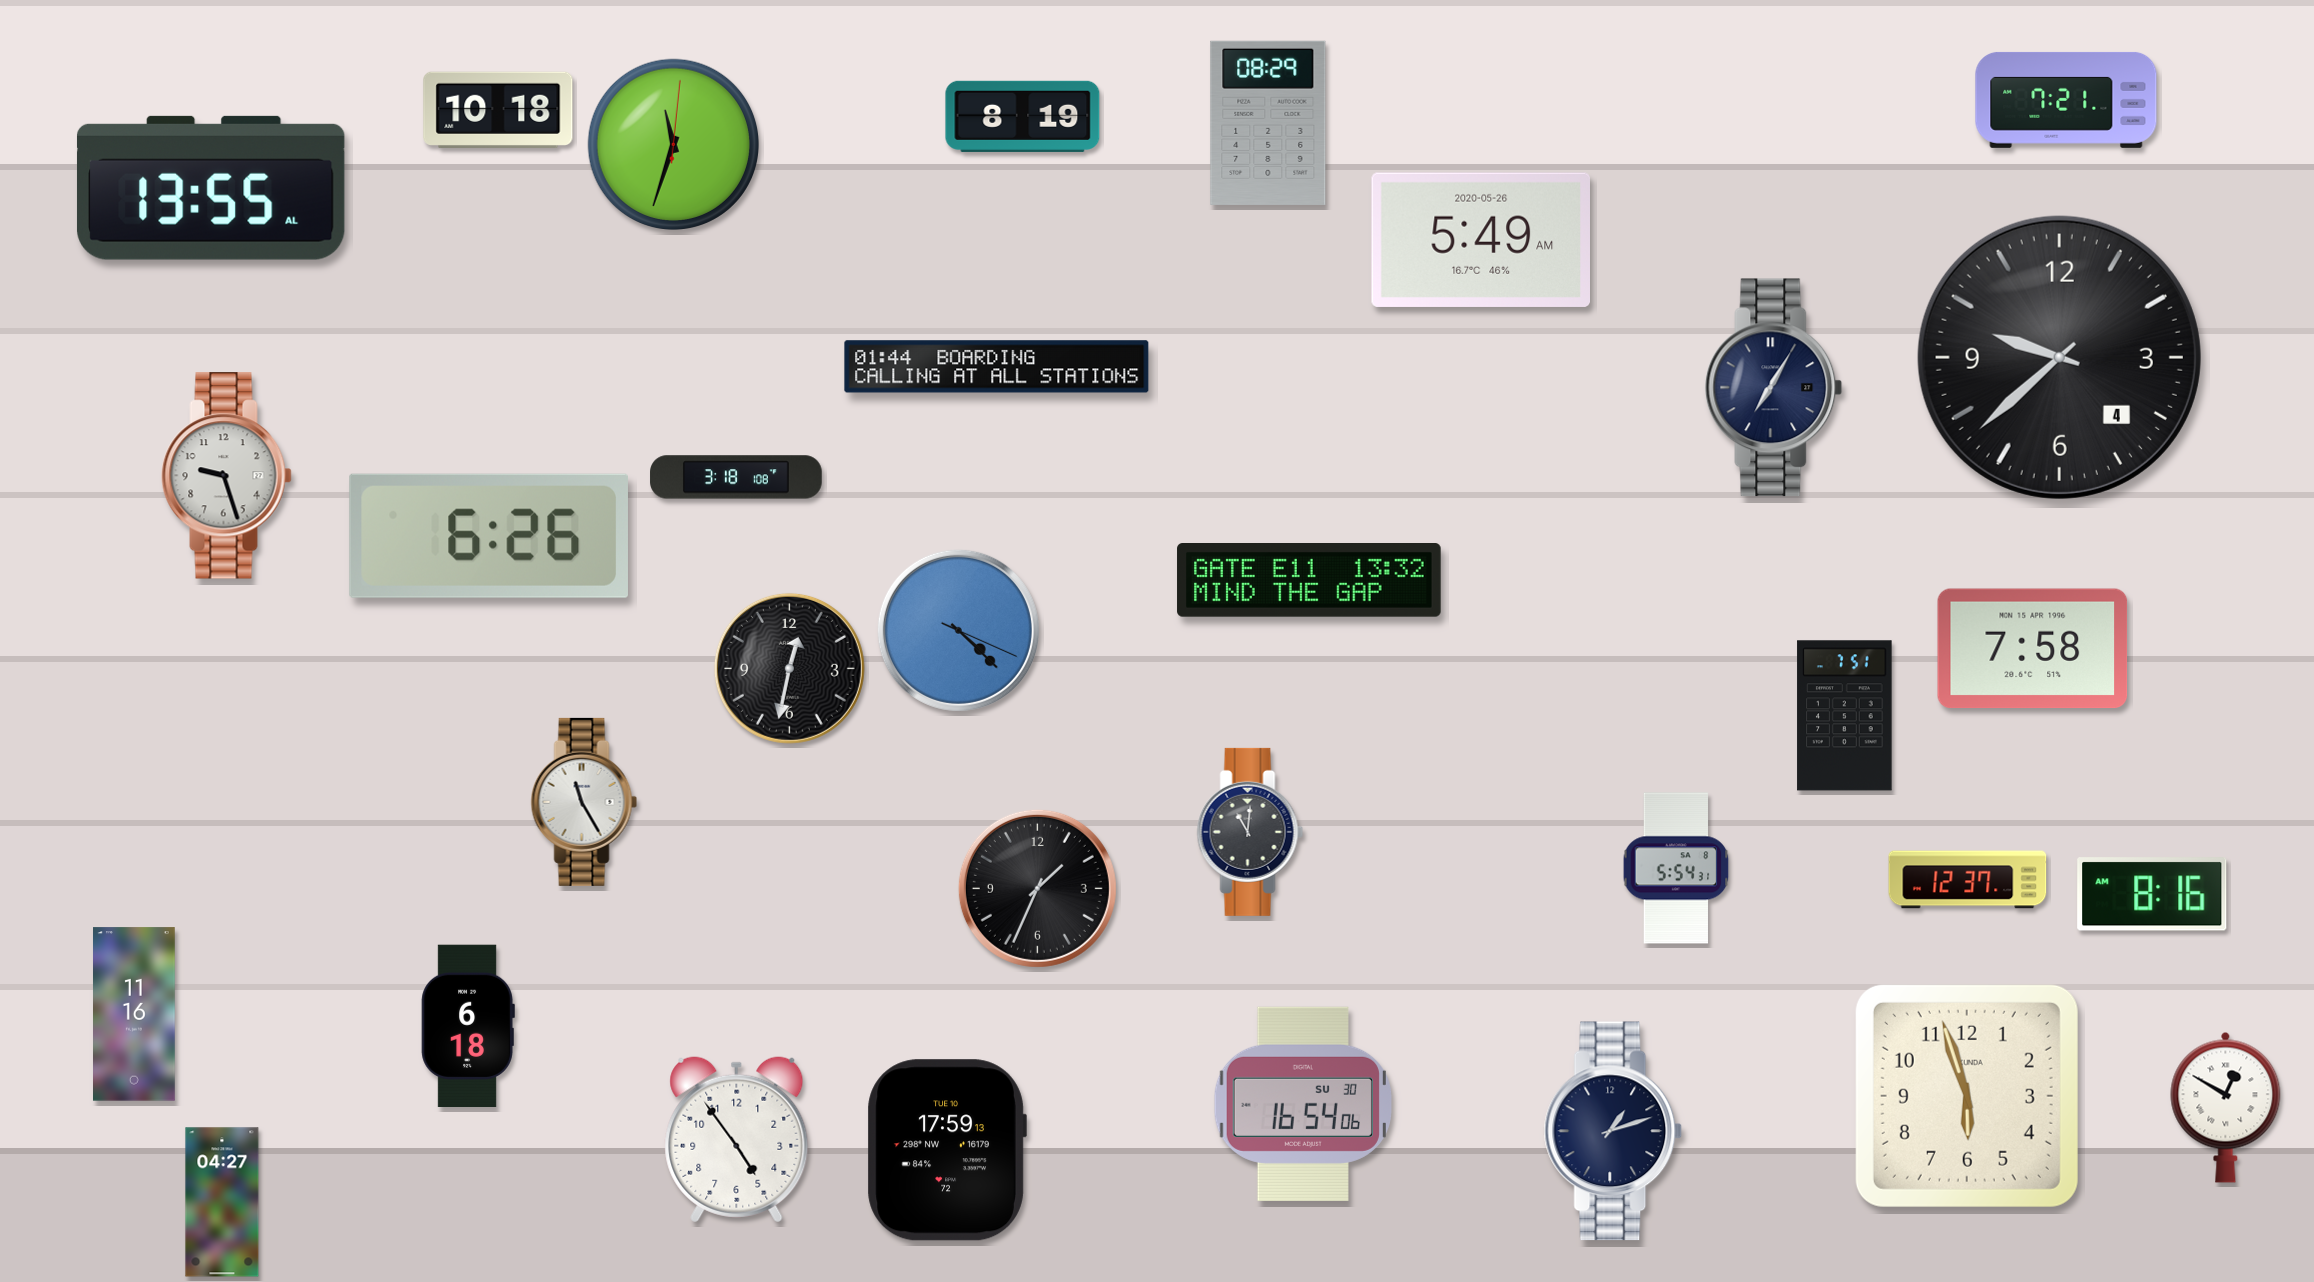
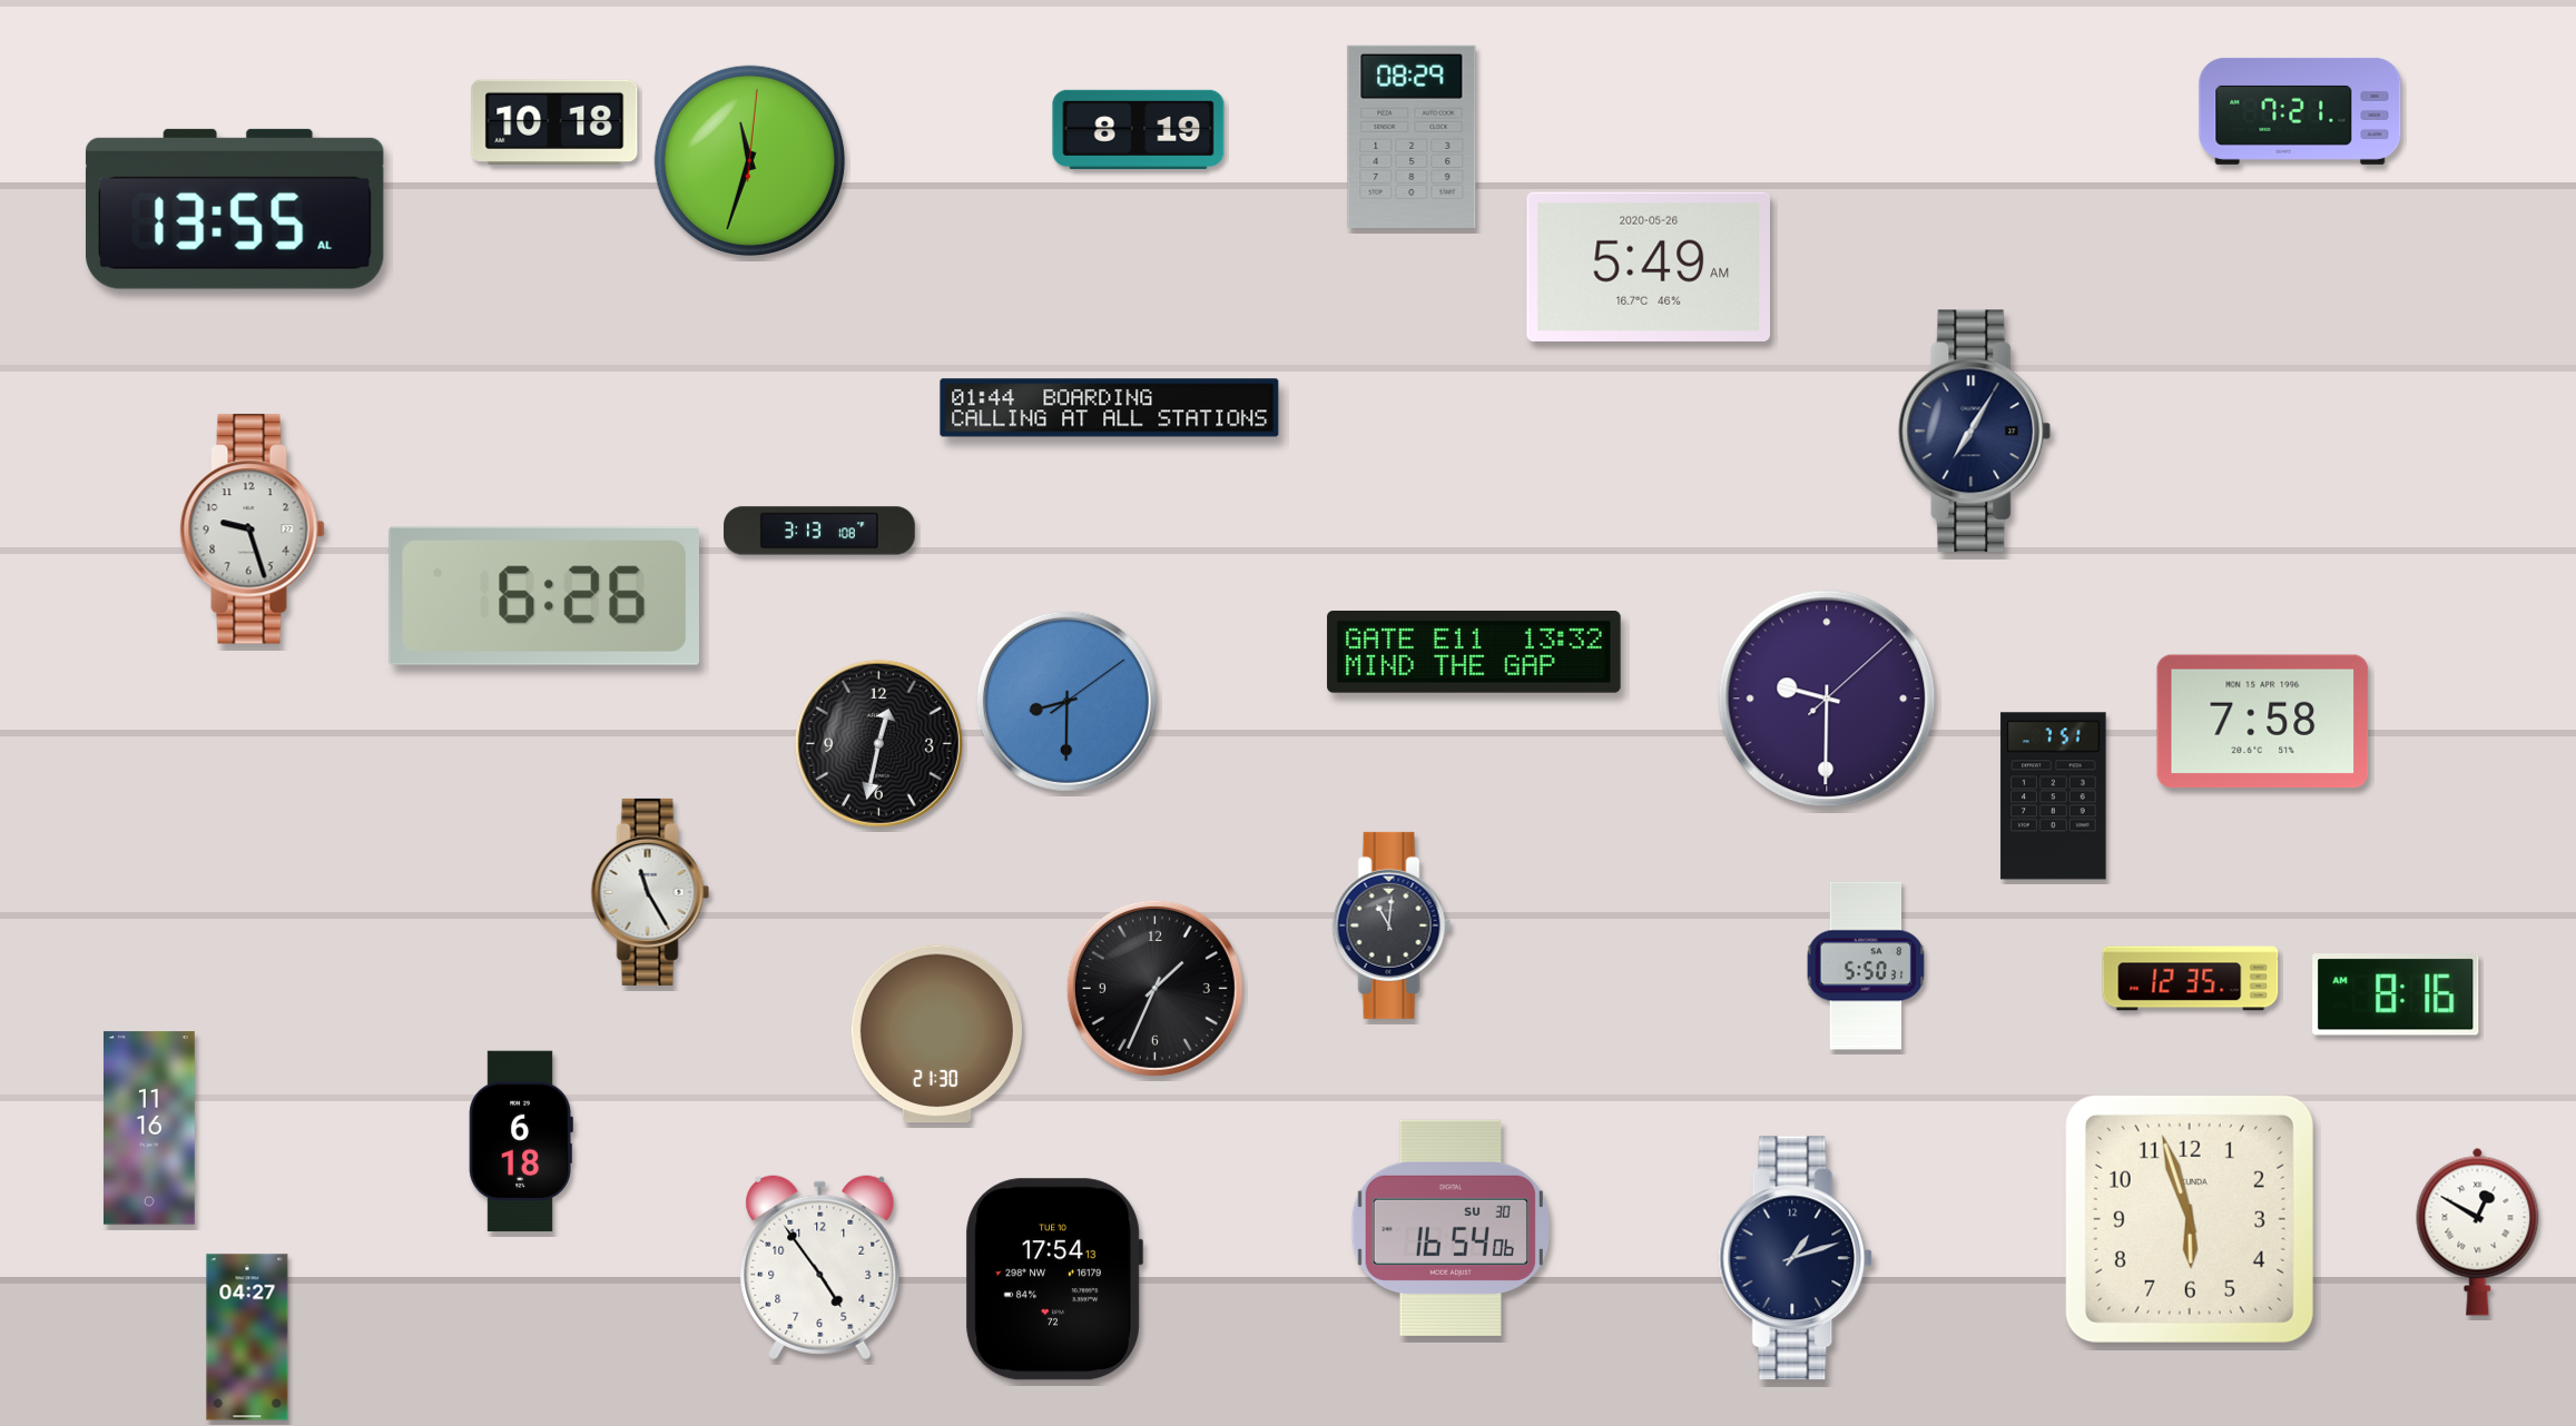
clock at (2059, 357): 9:38 -> none
clock at (736, 477): 3:18 -> 3:13
clock at (1309, 580) position: (1309, 580) -> (1474, 652)
clock at (1827, 699): none -> 9:30
clock at (958, 630): 4:22 -> 8:30
clock at (1676, 868): 5:54 -> 5:50
clock at (1968, 880): 12:37 -> 12:35
clock at (936, 1034): none -> 21:30
clock at (947, 1150): 17:59 -> 17:54
